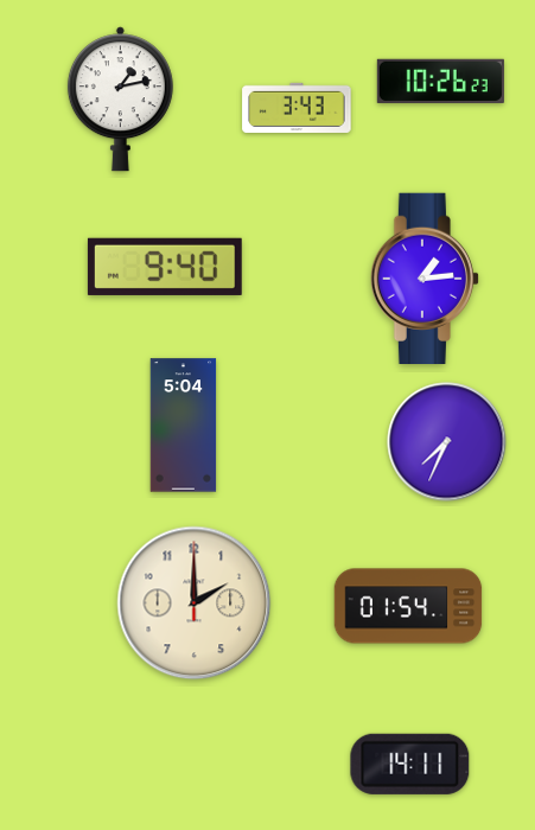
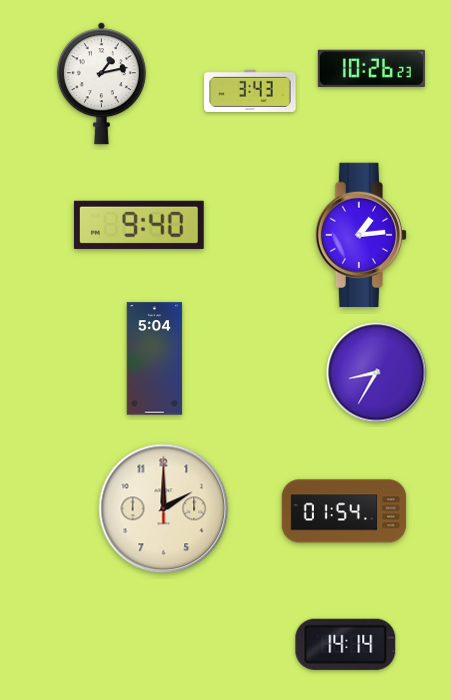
clock at (425, 277) position: (425, 277) -> (361, 234)
clock at (447, 442): 7:34 -> 8:35
clock at (410, 764): 14:11 -> 14:14
